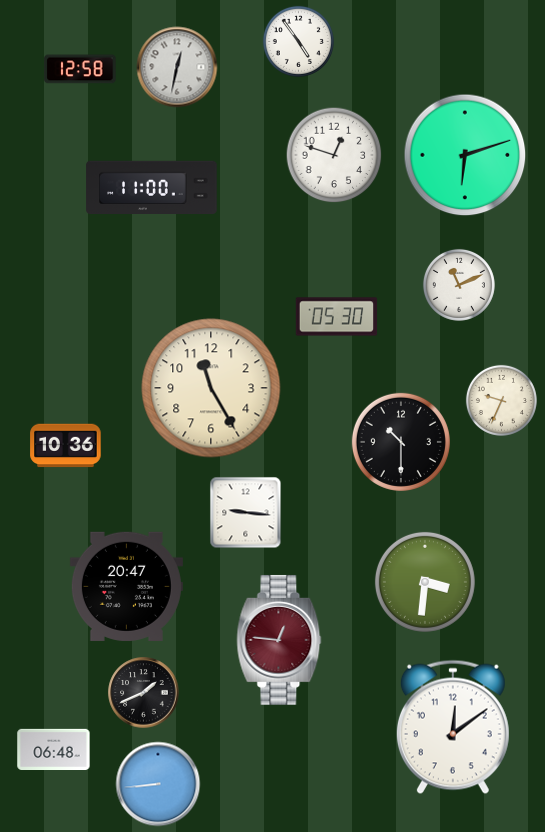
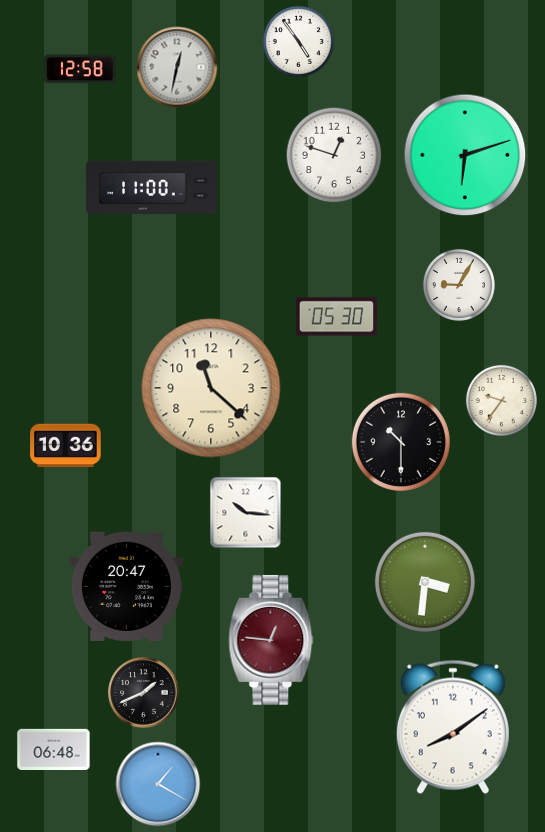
clock at (459, 285): 11:11 -> 9:05
clock at (211, 388): 11:25 -> 11:22
clock at (501, 400): 9:34 -> 9:36
clock at (246, 513): 9:16 -> 10:16
clock at (279, 640) position: (279, 640) -> (271, 640)
clock at (453, 727): 12:09 -> 8:09
clock at (158, 784): 8:44 -> 1:20
